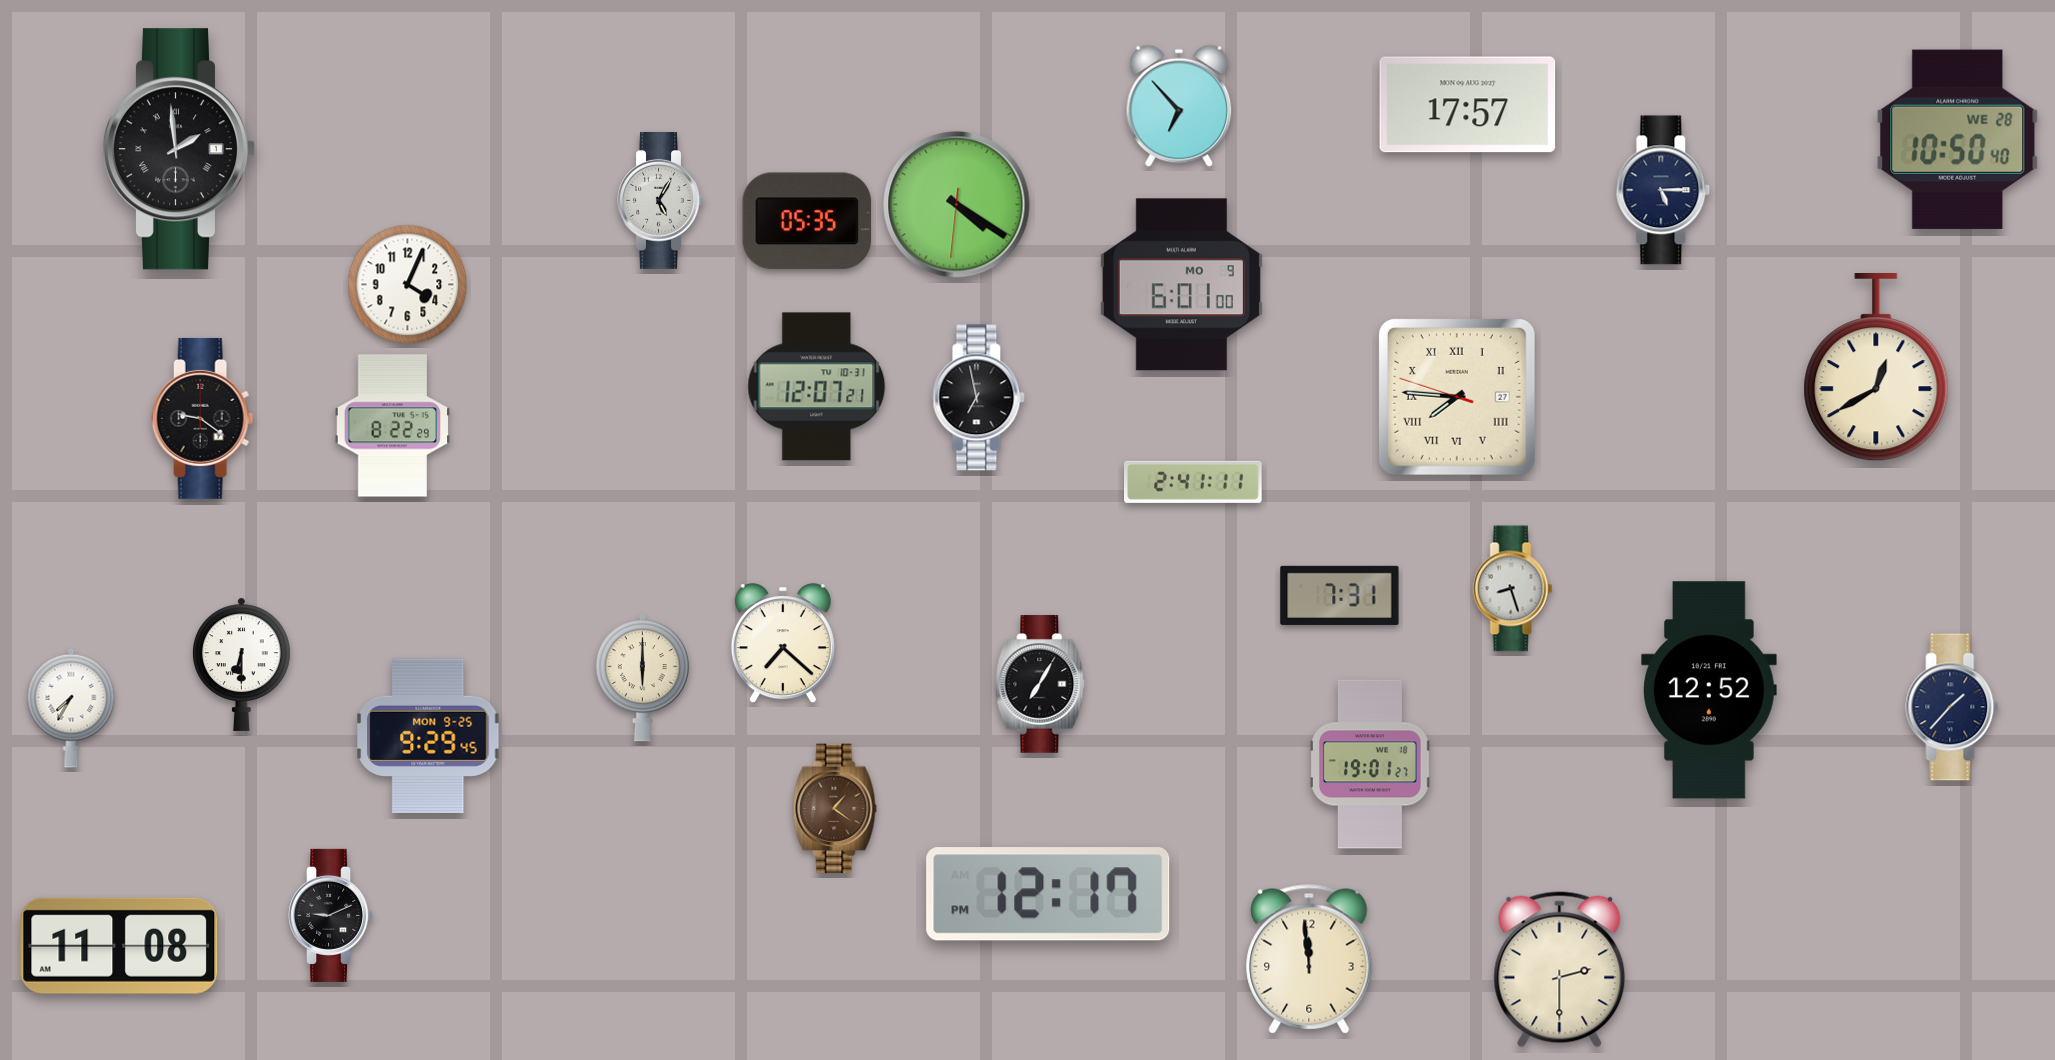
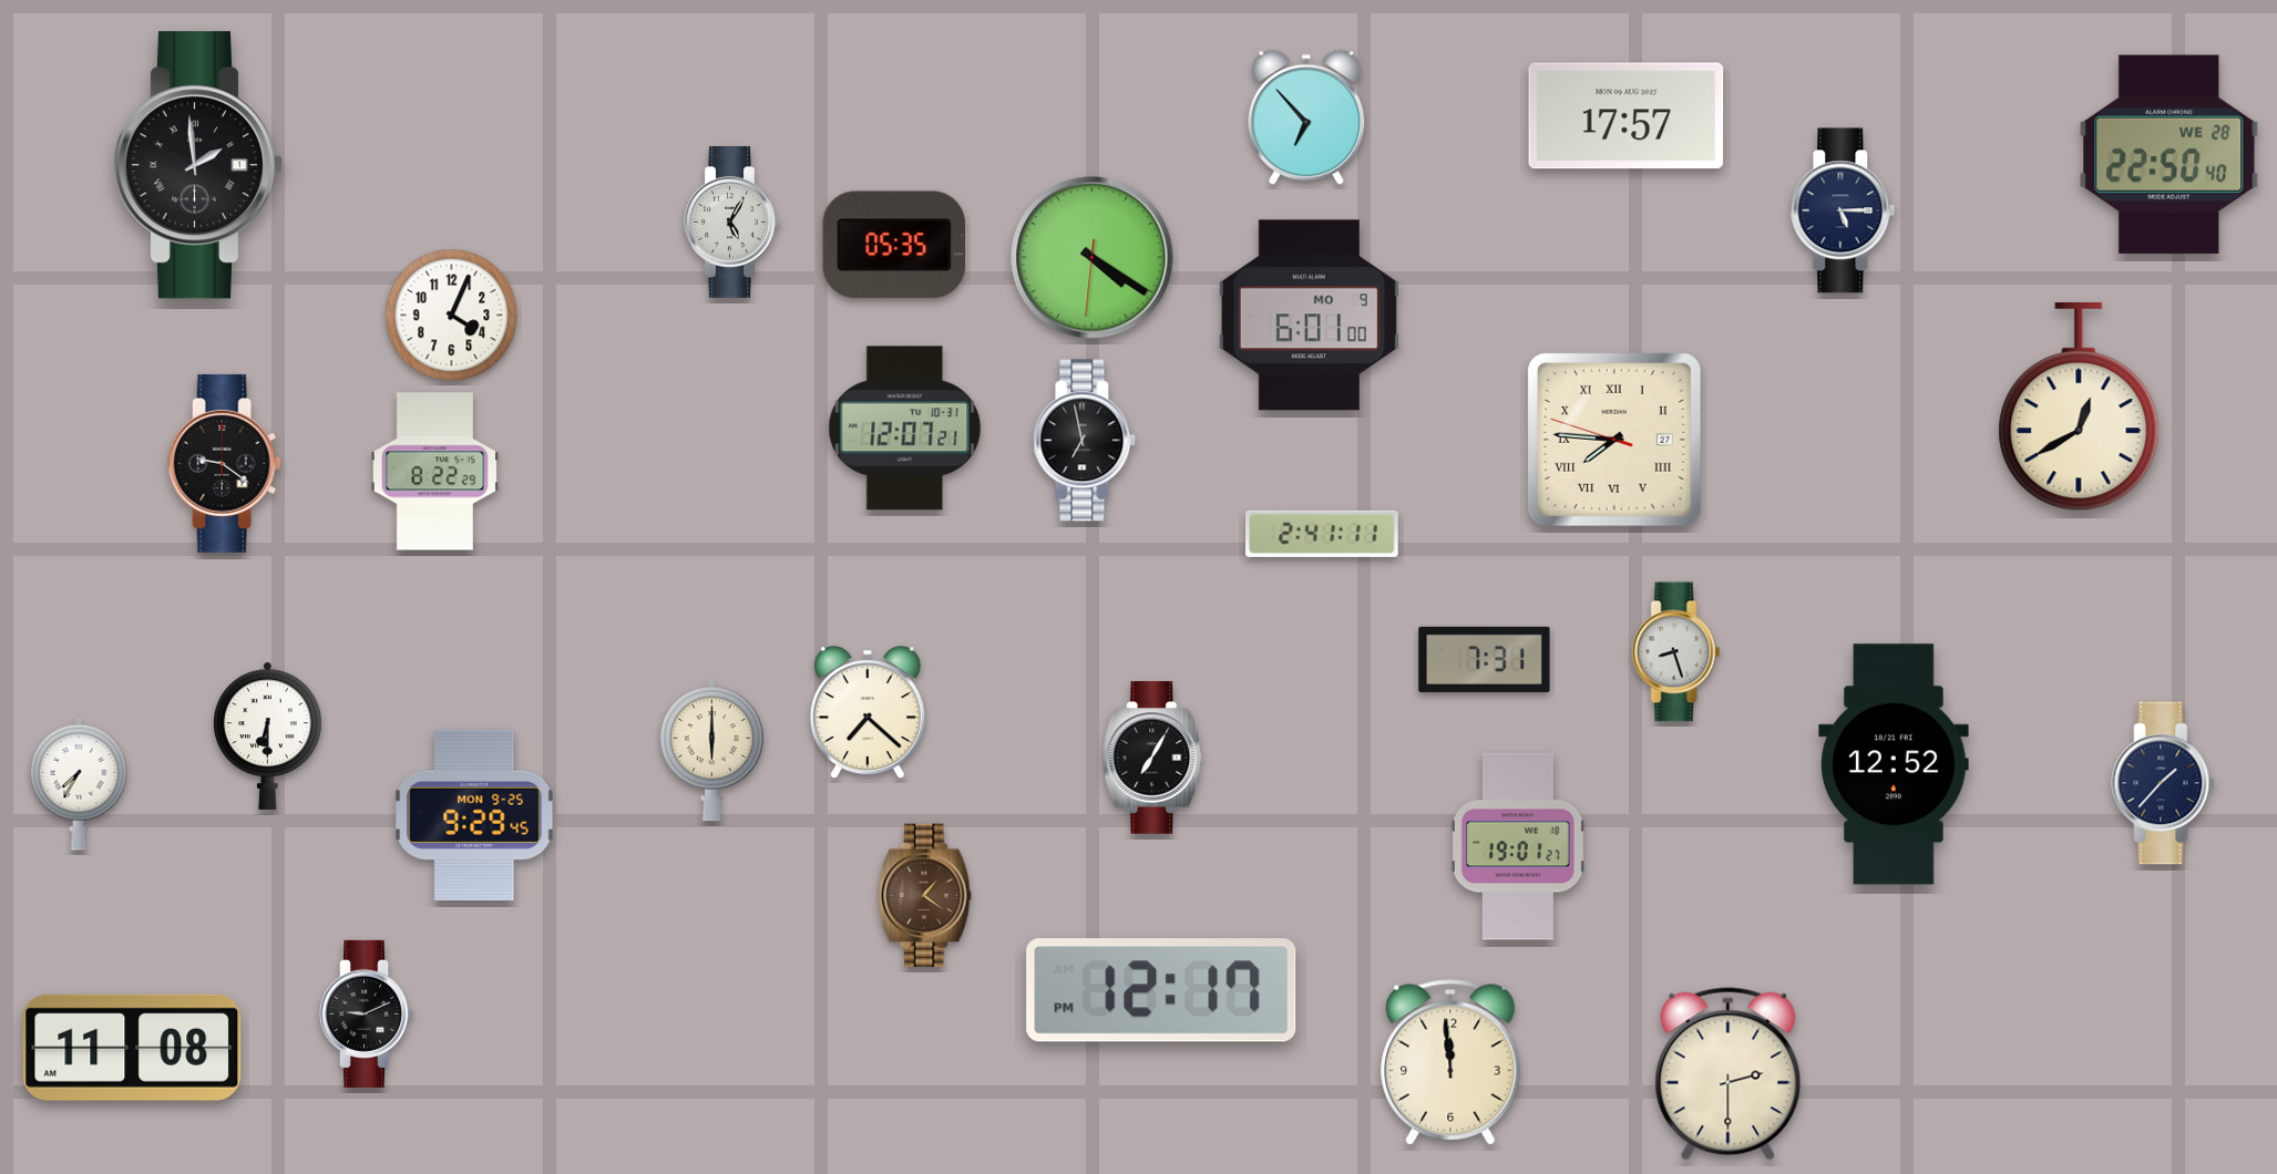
clock at (1958, 139): 10:50 -> 22:50
clock at (957, 205) position: (957, 205) -> (1093, 258)
